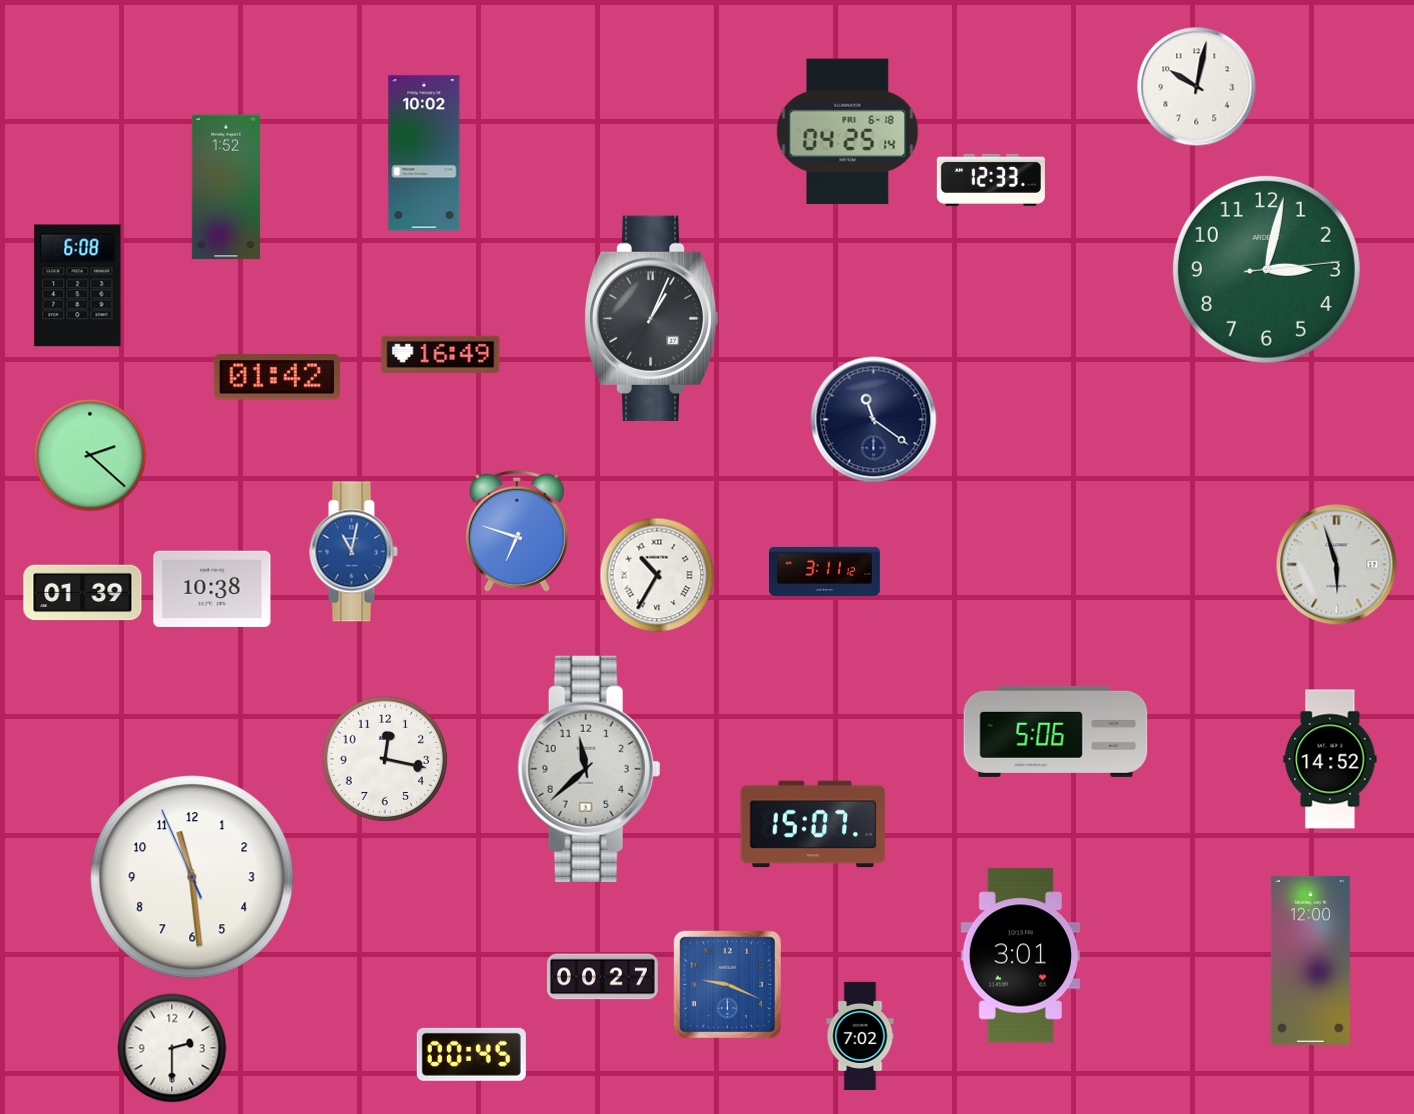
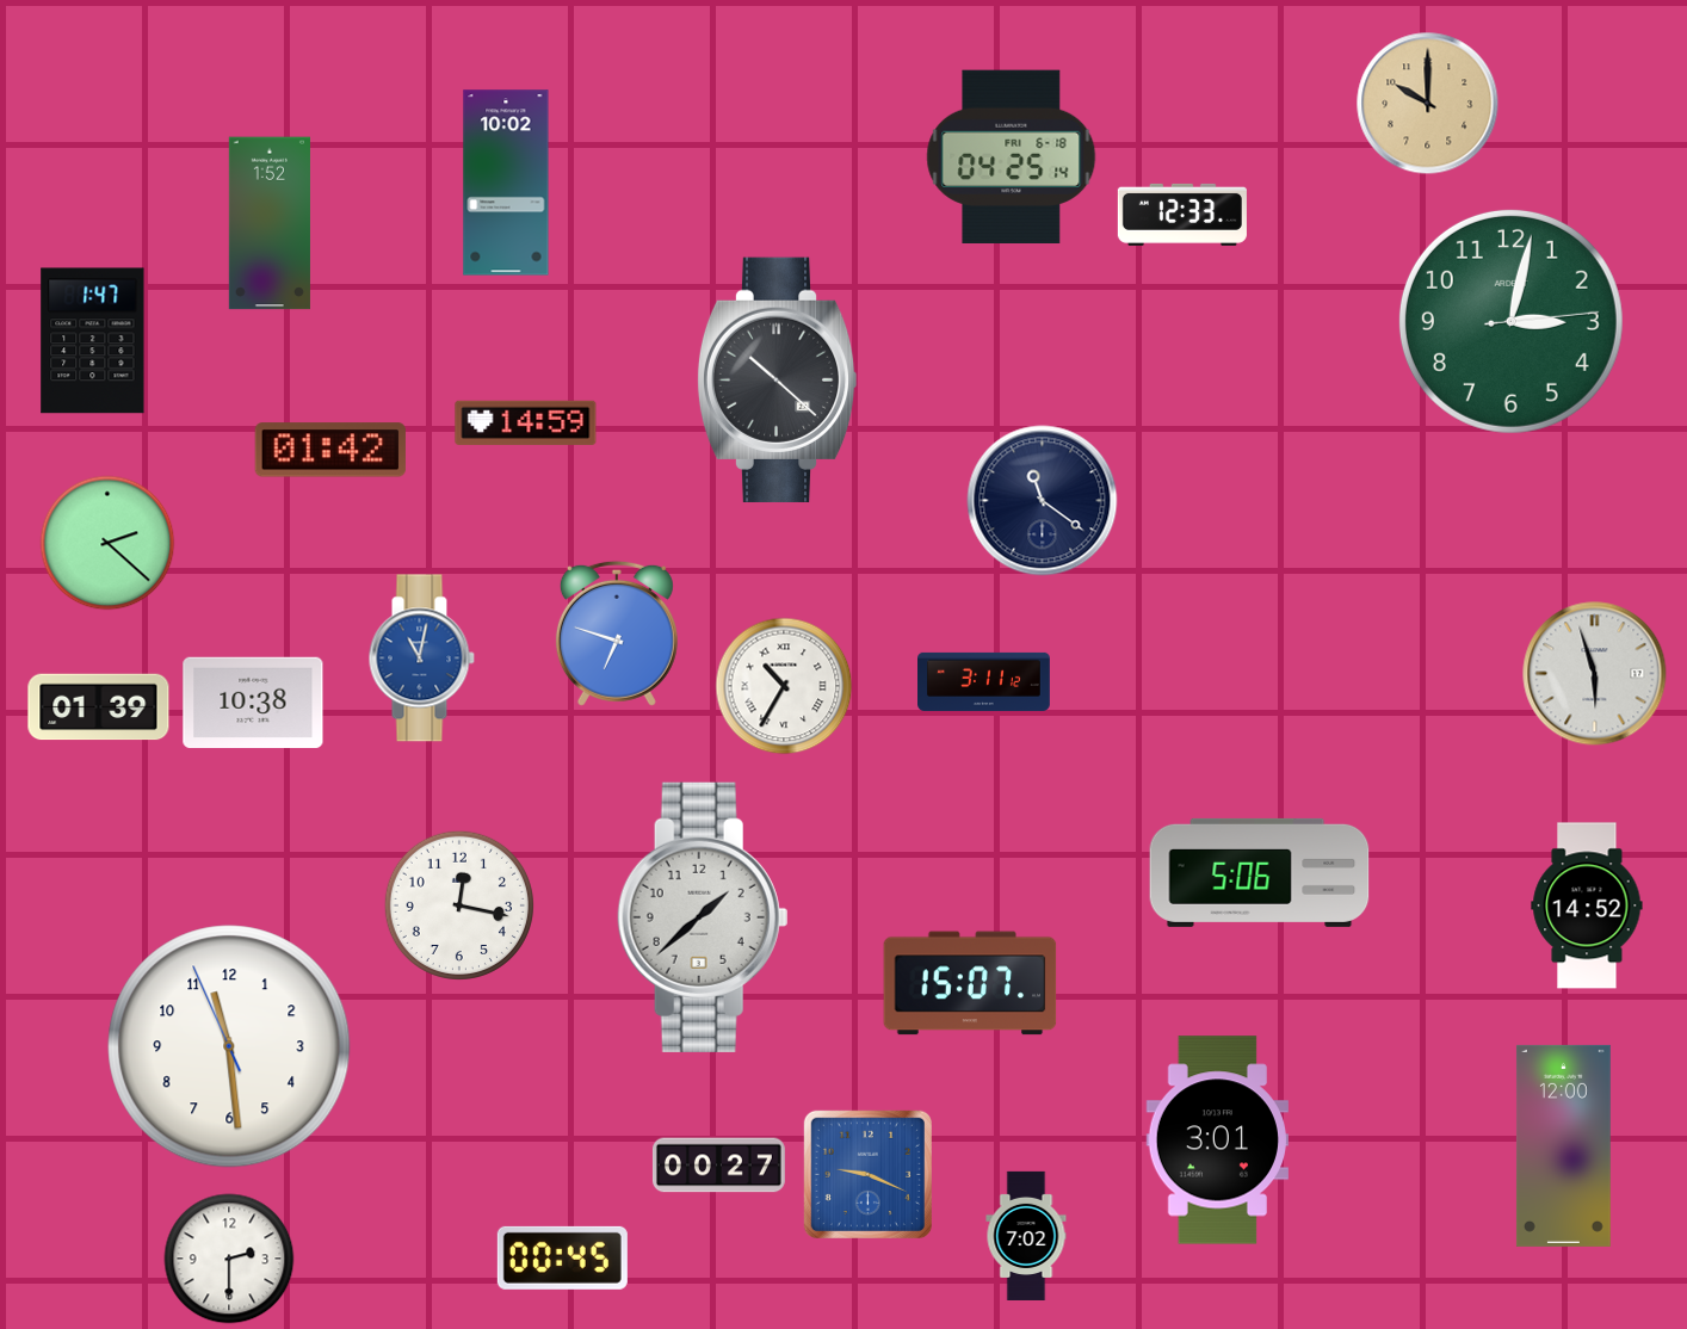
clock at (1197, 87): 10:02 -> 10:00
clock at (1197, 87) dial: white -> champagne
clock at (78, 286): 6:08 -> 1:47
clock at (651, 318): 1:04 -> 10:22
clock at (441, 354): 16:49 -> 14:59
clock at (589, 769): 11:38 -> 1:38
clock at (172, 1048) position: (172, 1048) -> (229, 1259)
